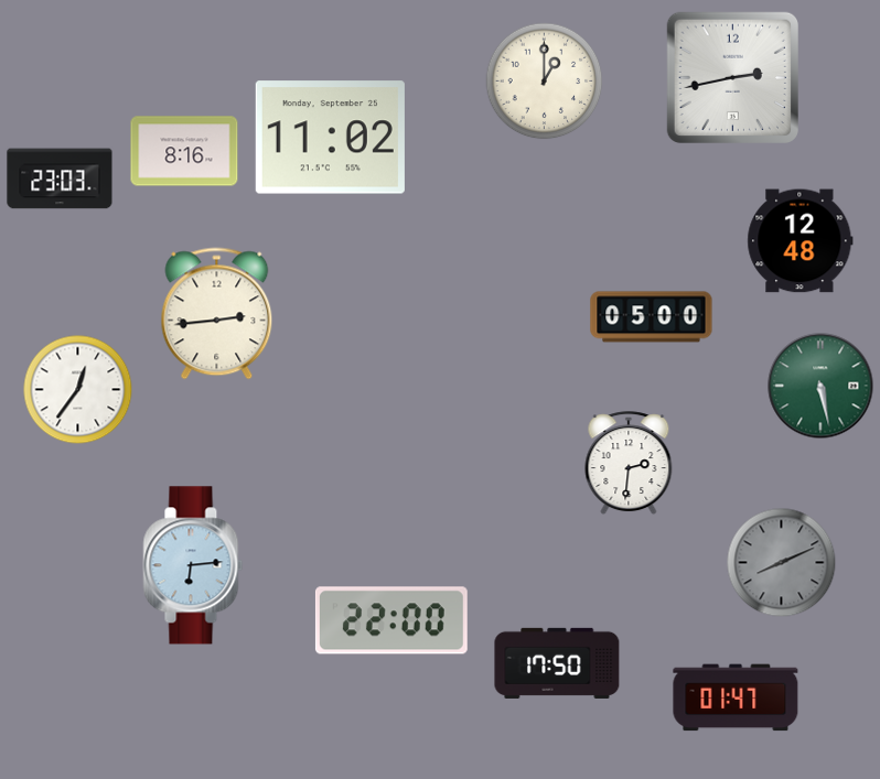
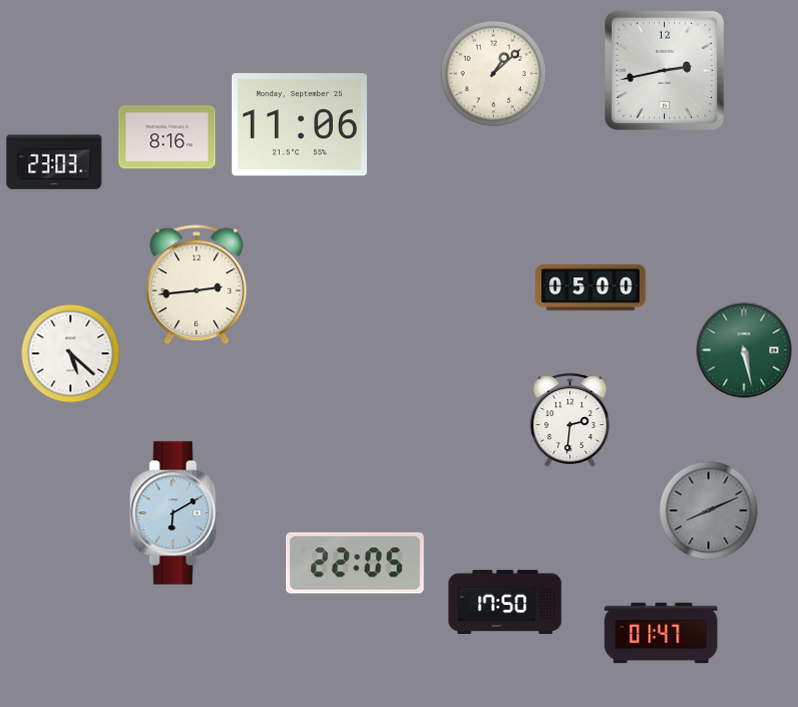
clock at (545, 82): 1:00 -> 1:08
clock at (330, 138): 11:02 -> 11:06
clock at (801, 241): 12:48 -> none
clock at (78, 390): 12:36 -> 5:22
clock at (193, 565): 6:14 -> 6:10
clock at (391, 620): 22:00 -> 22:05
clock at (736, 697) position: (736, 697) -> (661, 633)
